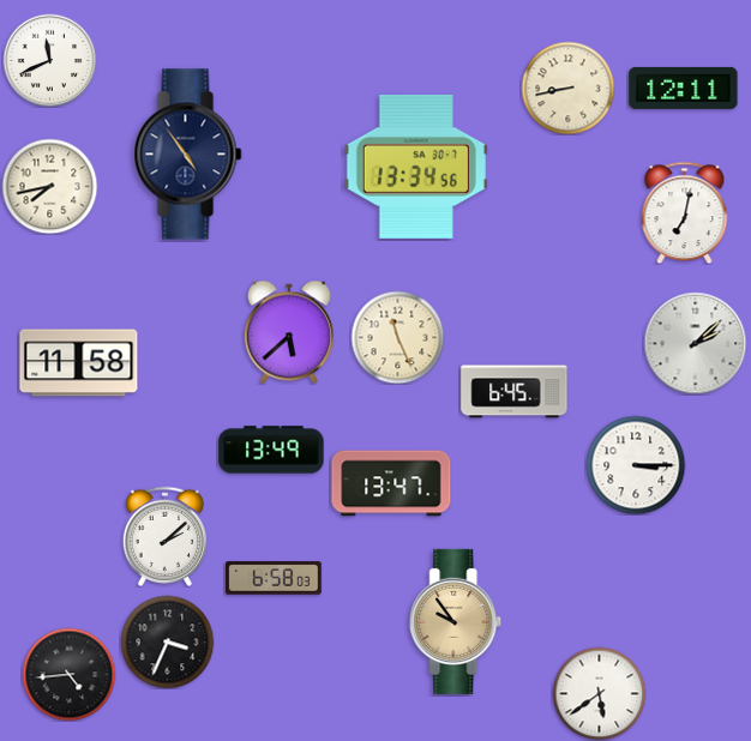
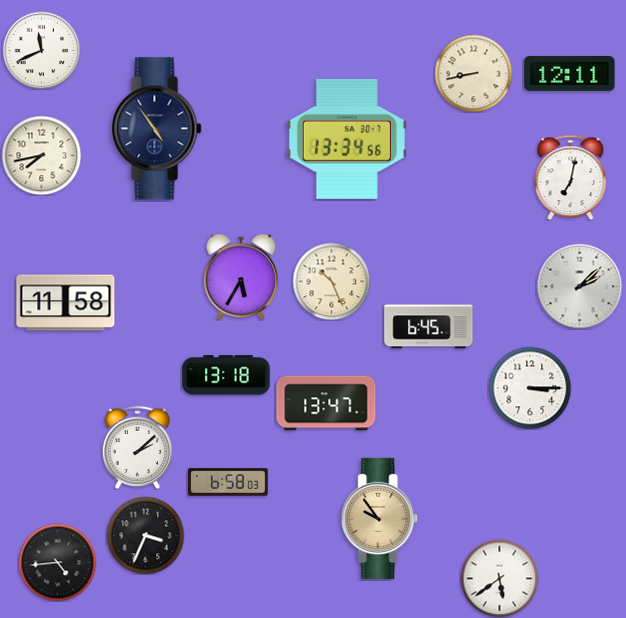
clock at (289, 332): 5:38 -> 5:35
clock at (397, 337): 11:26 -> 10:26
clock at (271, 450): 13:49 -> 13:18
clock at (167, 641) position: (167, 641) -> (145, 535)
